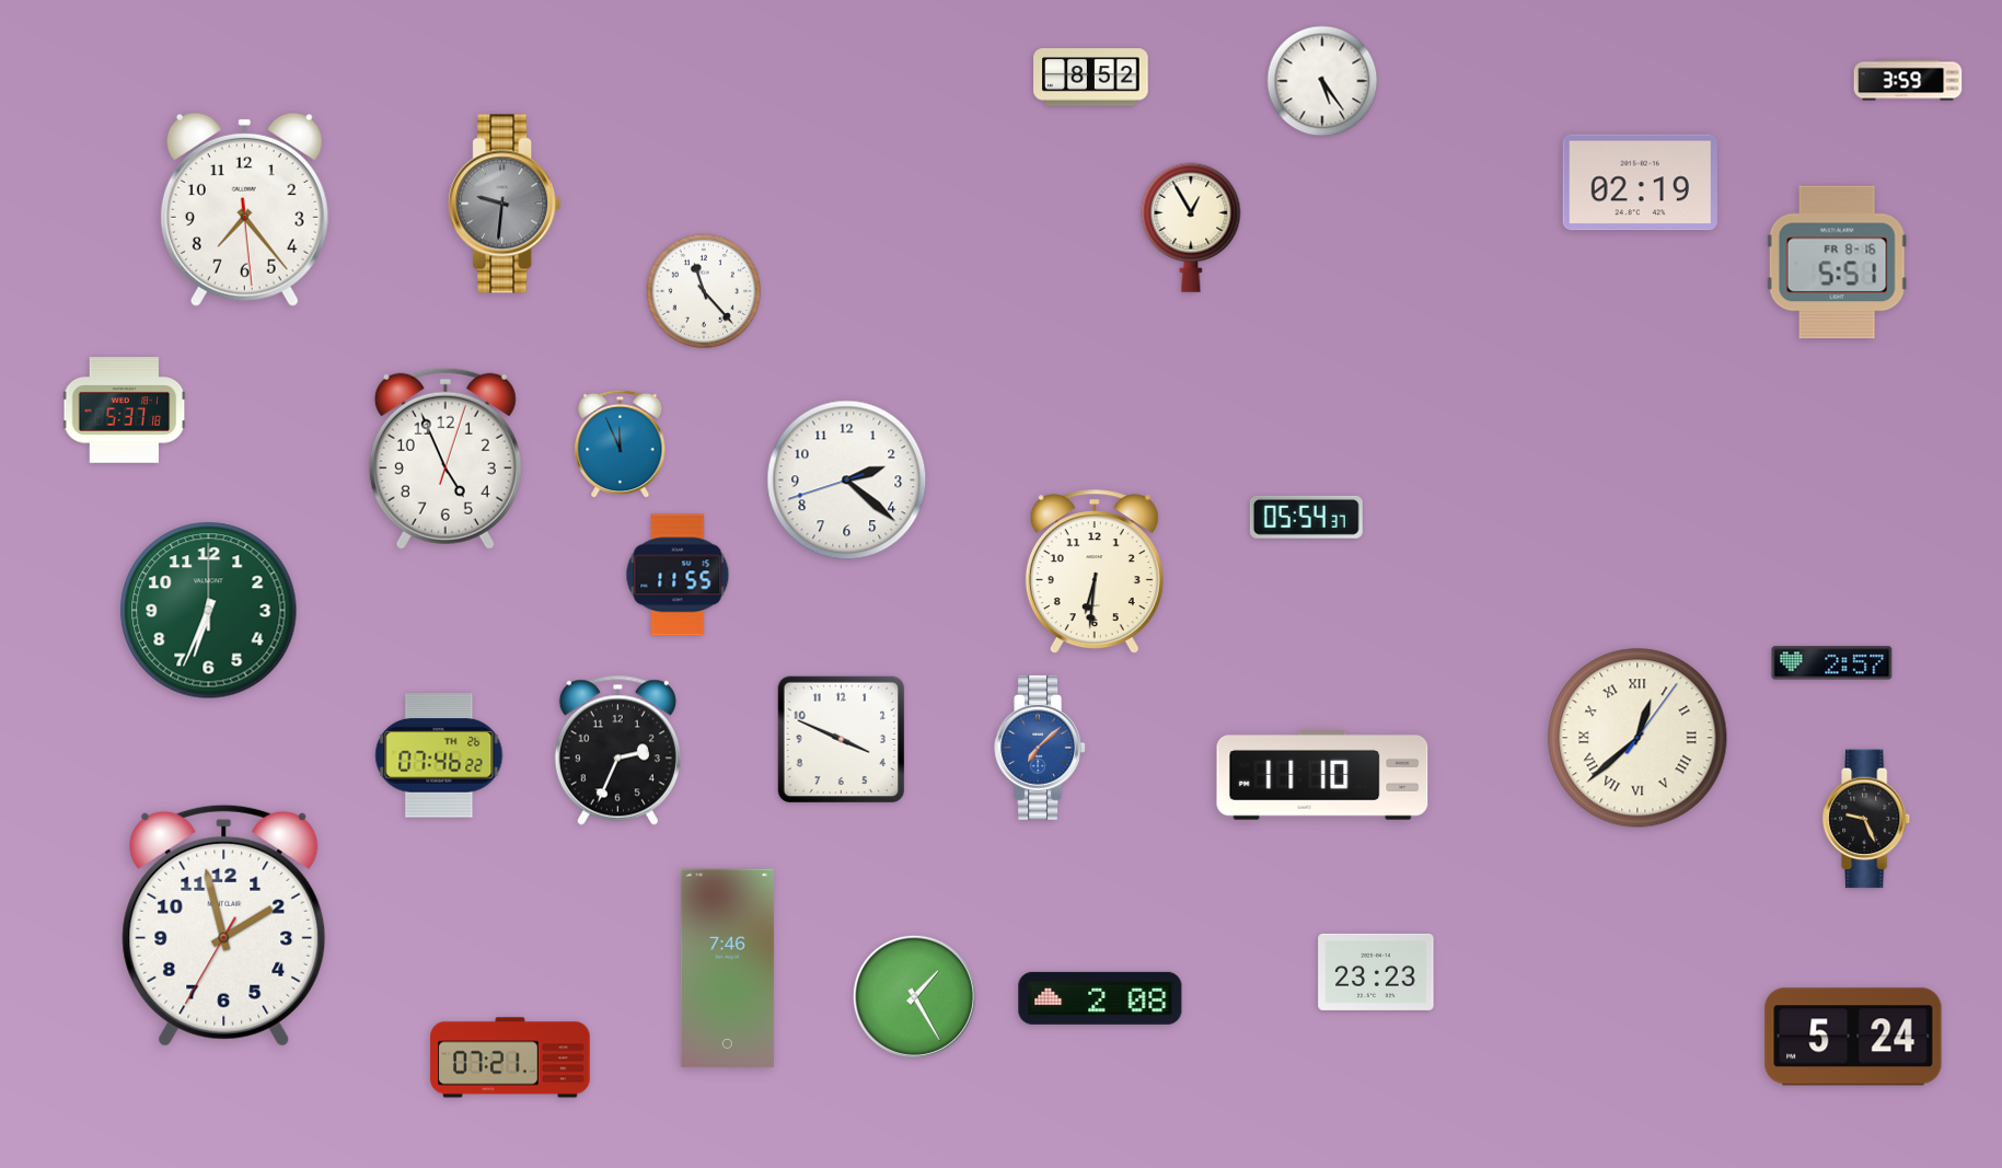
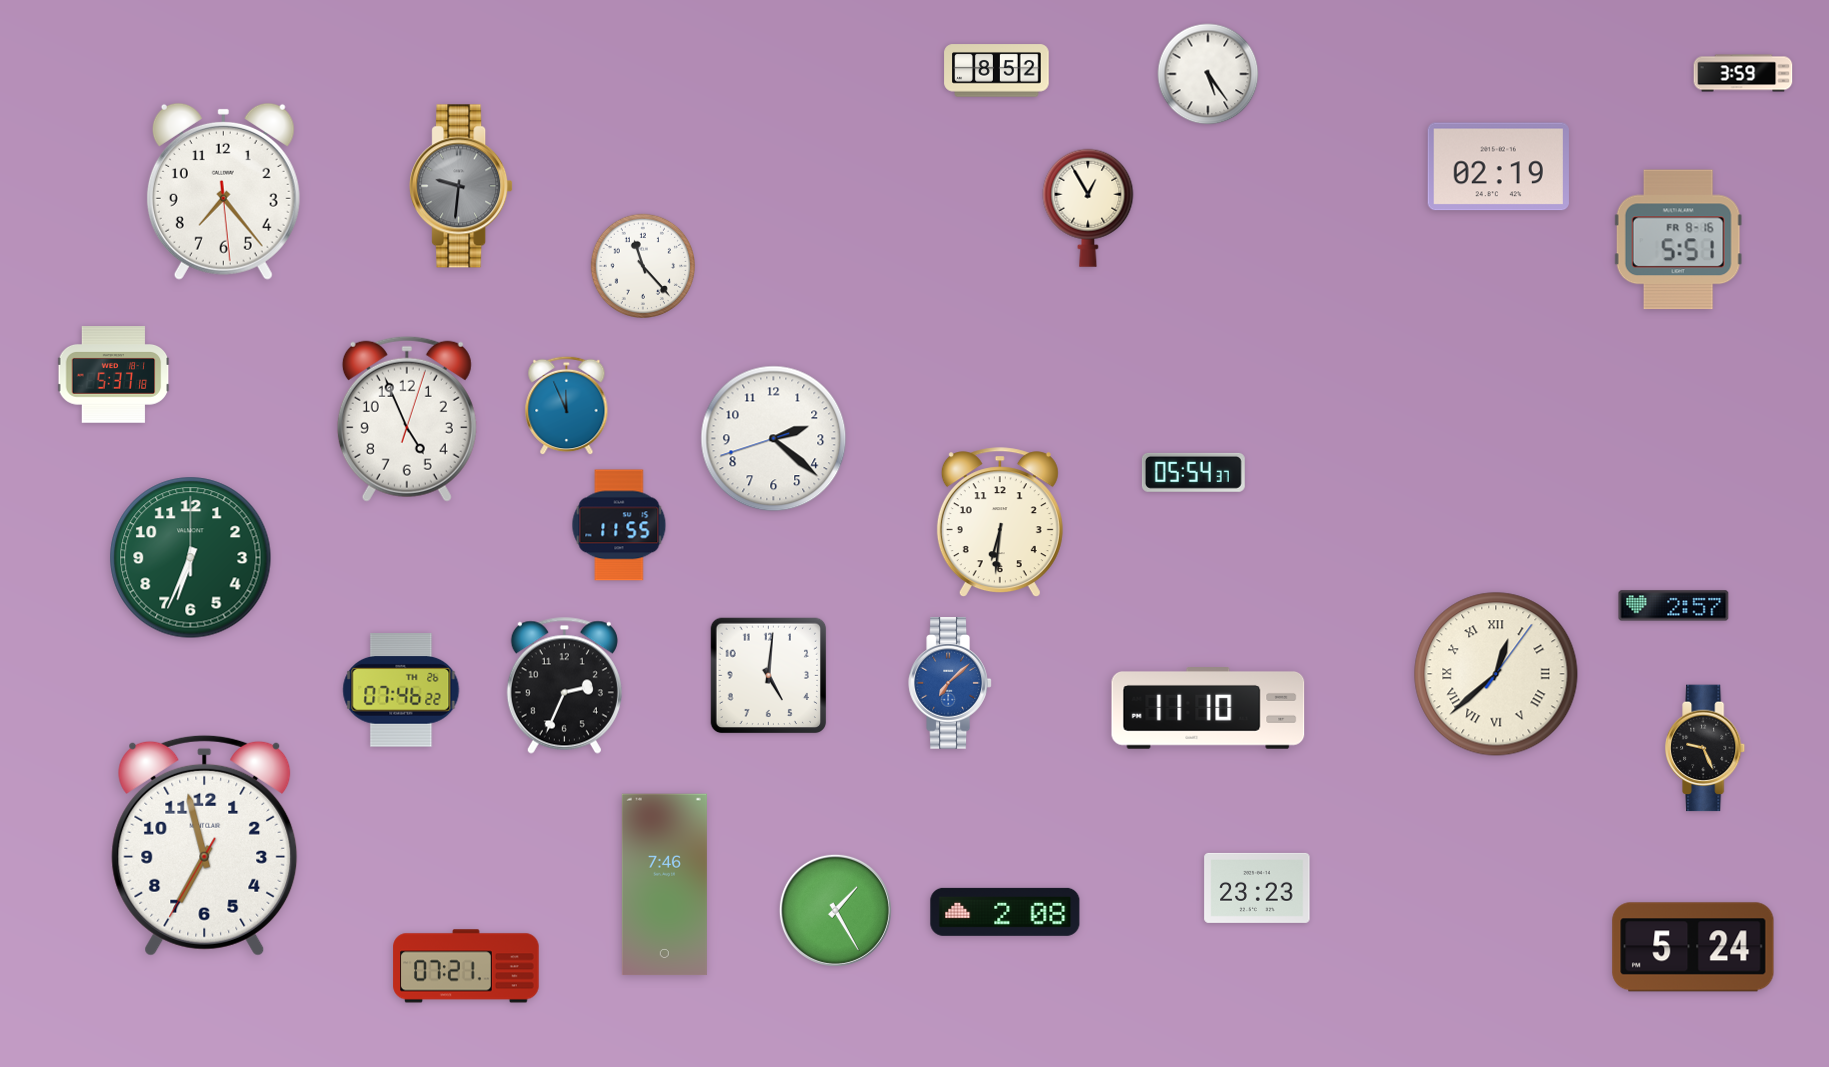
clock at (842, 740): 3:49 -> 5:01
clock at (224, 925): 1:57 -> 6:57
